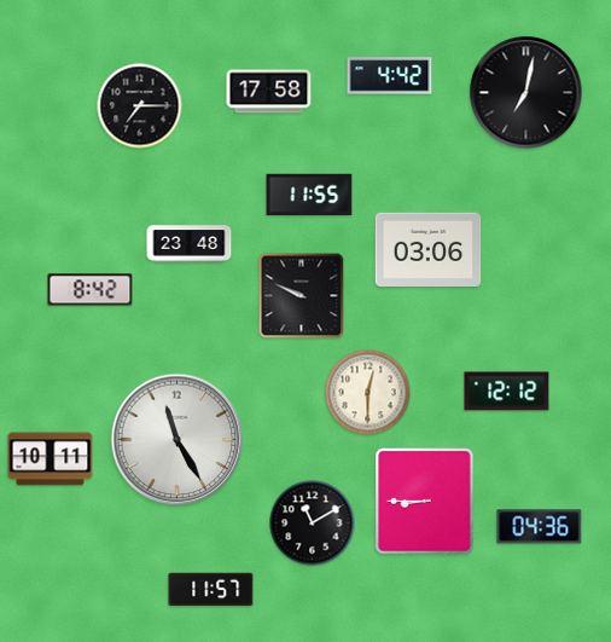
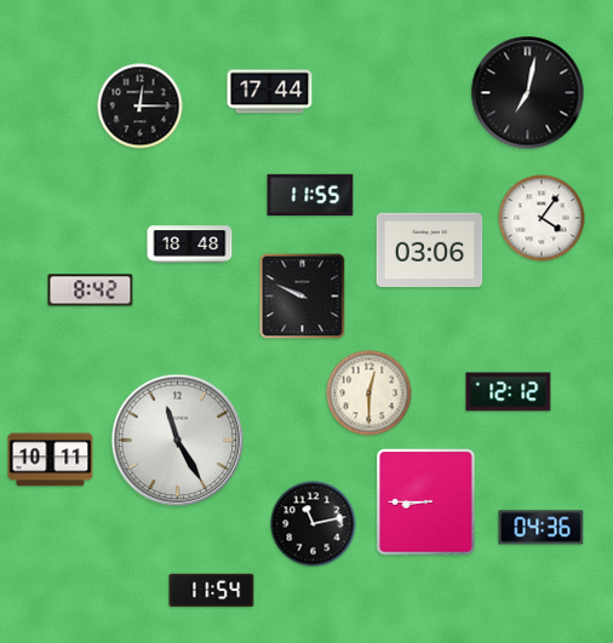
clock at (390, 76): 4:42 -> none
clock at (269, 92): 17:58 -> 17:44
clock at (140, 106): 7:15 -> 12:15
clock at (542, 218): none -> 4:06
clock at (190, 244): 23:48 -> 18:48
clock at (313, 524): 11:10 -> 11:13
clock at (211, 590): 11:57 -> 11:54
